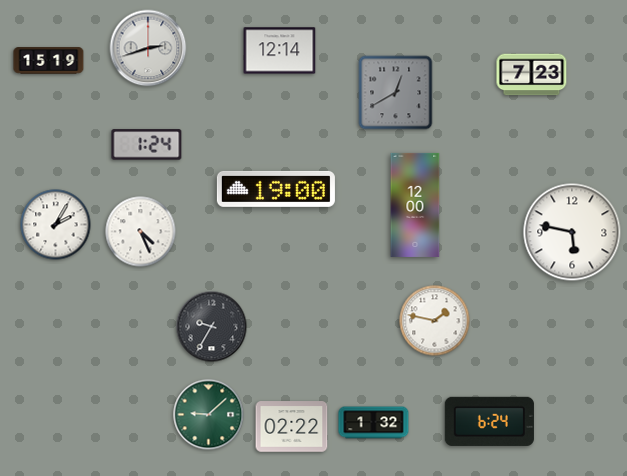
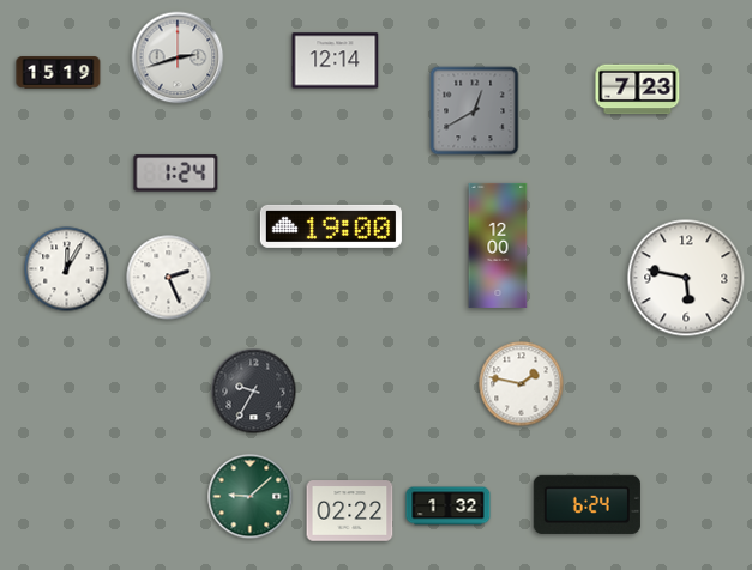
clock at (56, 225): 2:05 -> 12:05
clock at (141, 232): 4:26 -> 2:26
